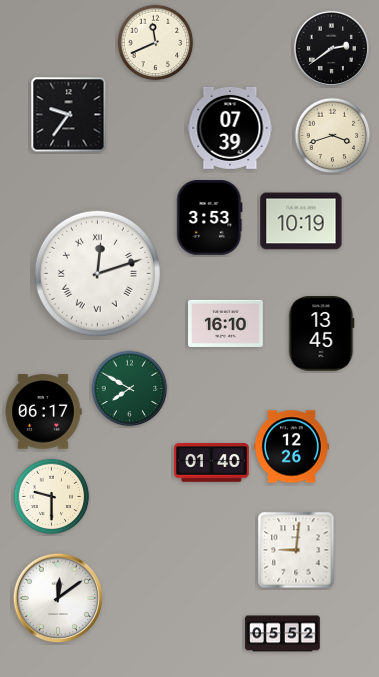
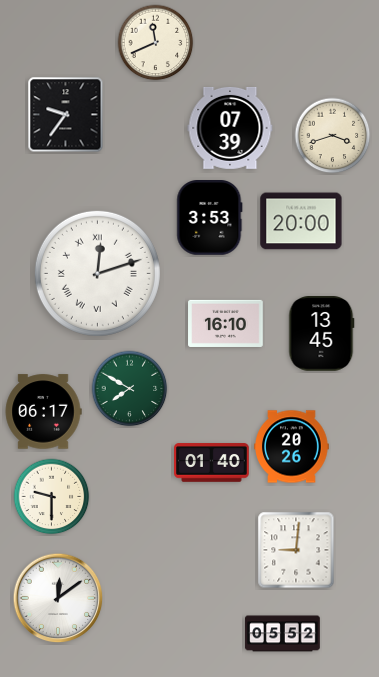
clock at (331, 48): 2:39 -> none
clock at (69, 115) position: (69, 115) -> (66, 115)
clock at (301, 221): 10:19 -> 20:00
clock at (292, 447): 12:26 -> 20:26
